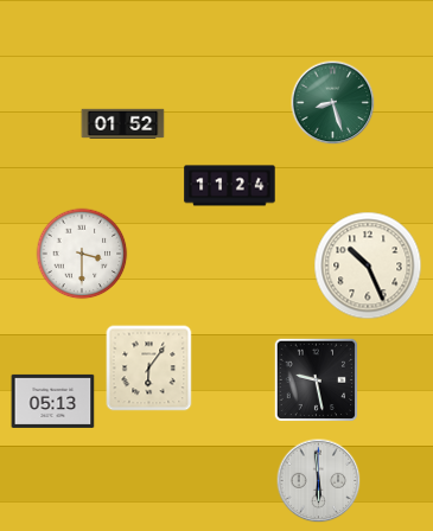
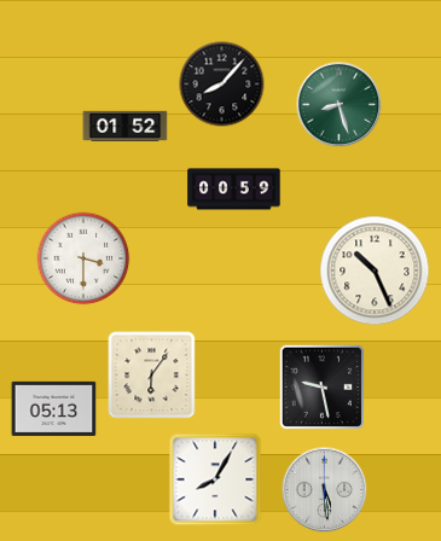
clock at (222, 85): none -> 8:07
clock at (230, 186): 11:24 -> 00:59
clock at (215, 479): none -> 8:05
clock at (319, 481): 5:59 -> 5:29
